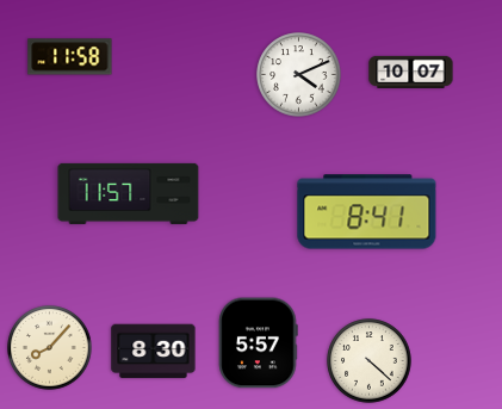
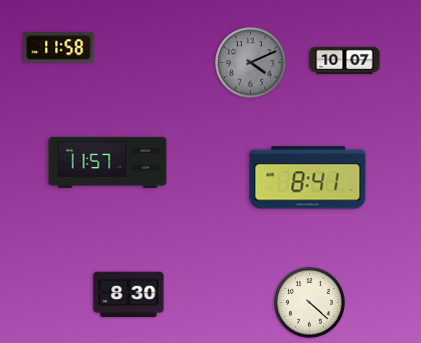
clock at (299, 75) dial: white -> grey
clock at (259, 343): 5:57 -> none
clock at (50, 348): 8:07 -> none
